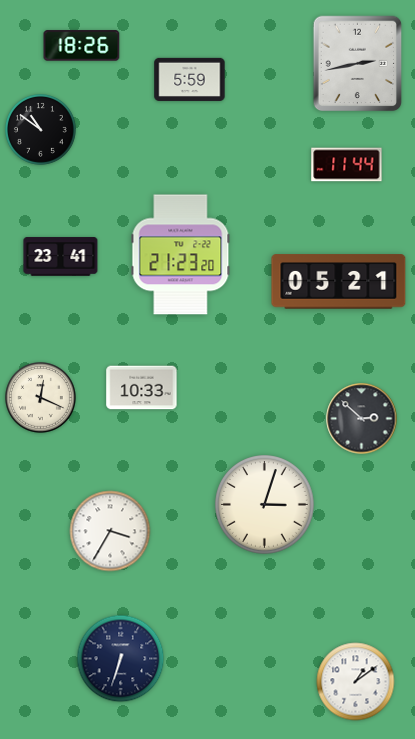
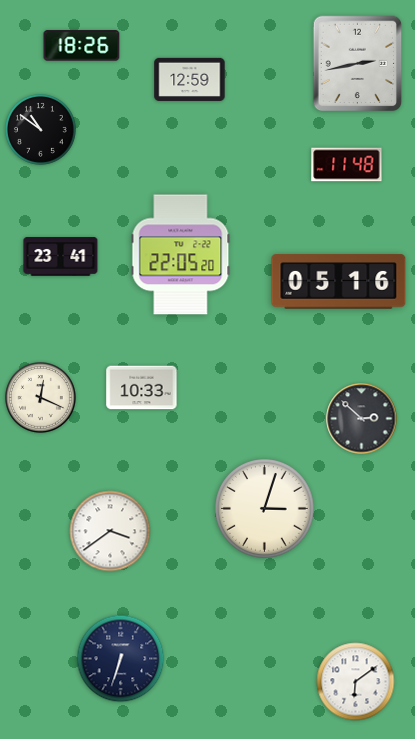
clock at (190, 79): 5:59 -> 12:59
clock at (347, 165): 11:44 -> 11:48
clock at (181, 255): 21:23 -> 22:05
clock at (339, 282): 05:21 -> 05:16
clock at (265, 505) position: (265, 505) -> (265, 509)
clock at (110, 531): 3:35 -> 3:39
clock at (356, 682): 1:09 -> 6:09
